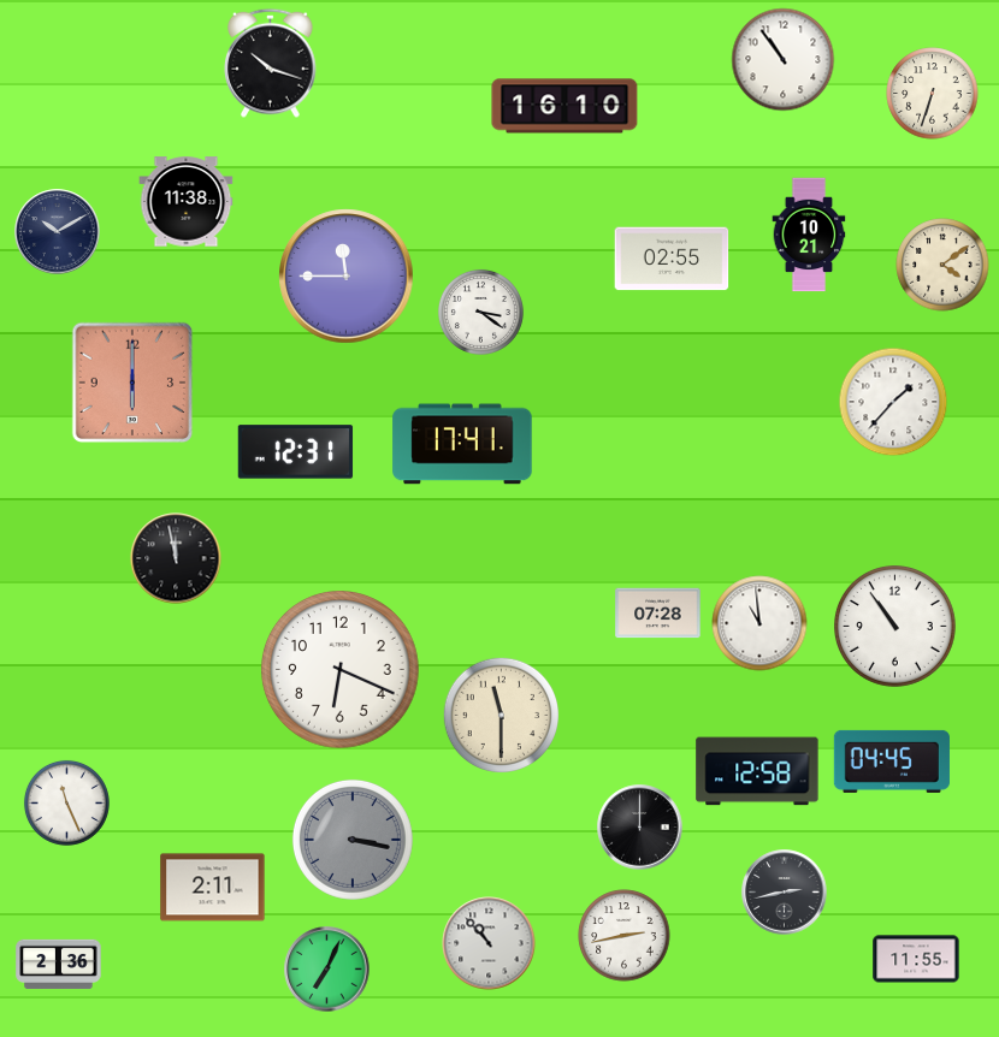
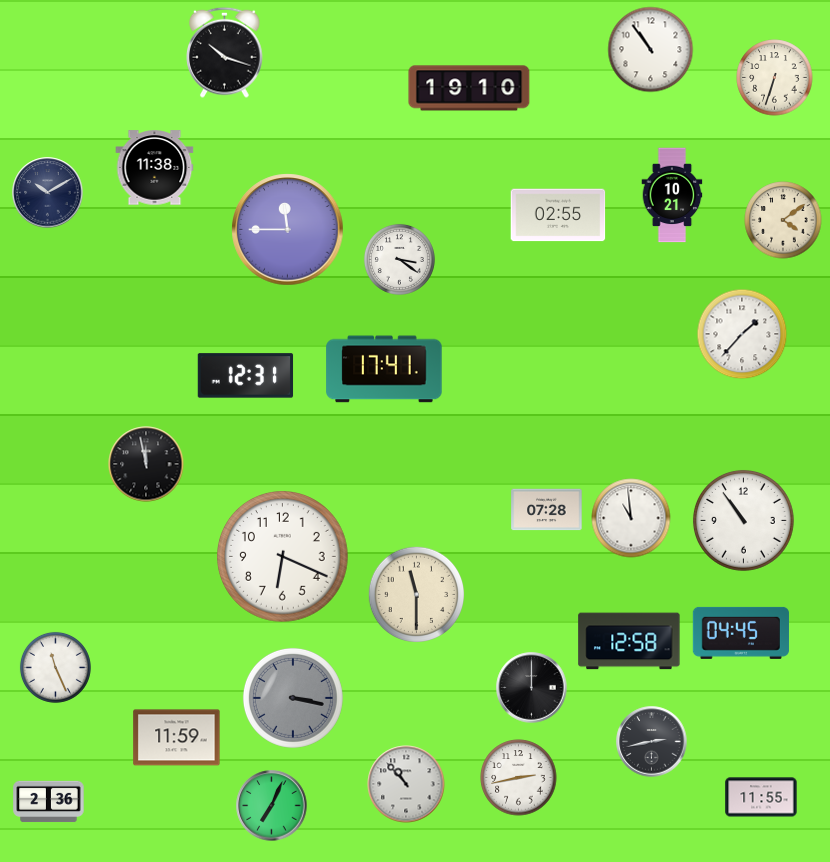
clock at (564, 106): 16:10 -> 19:10
clock at (132, 383): 6:00 -> none
clock at (213, 888): 2:11 -> 11:59
